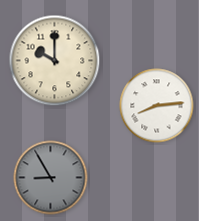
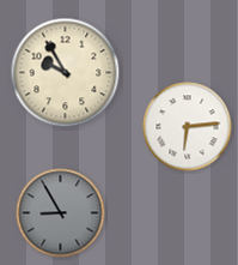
clock at (55, 61): 10:00 -> 9:55
clock at (157, 106): 8:14 -> 6:14
